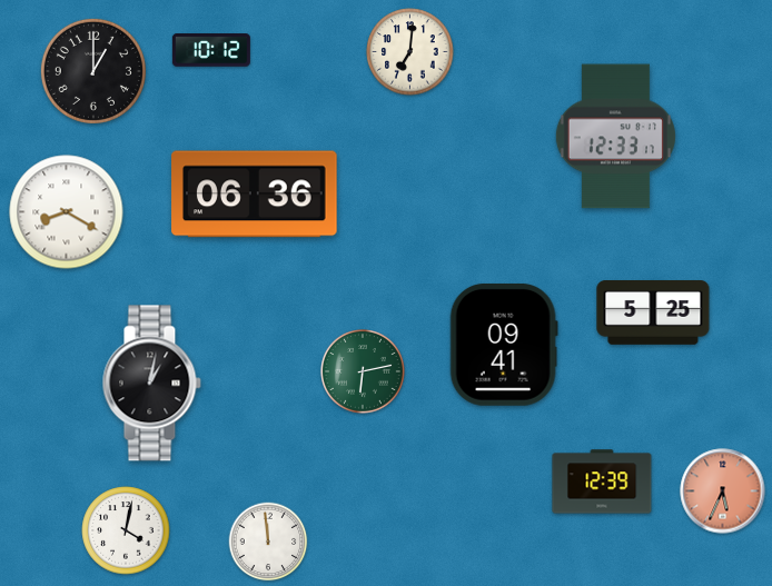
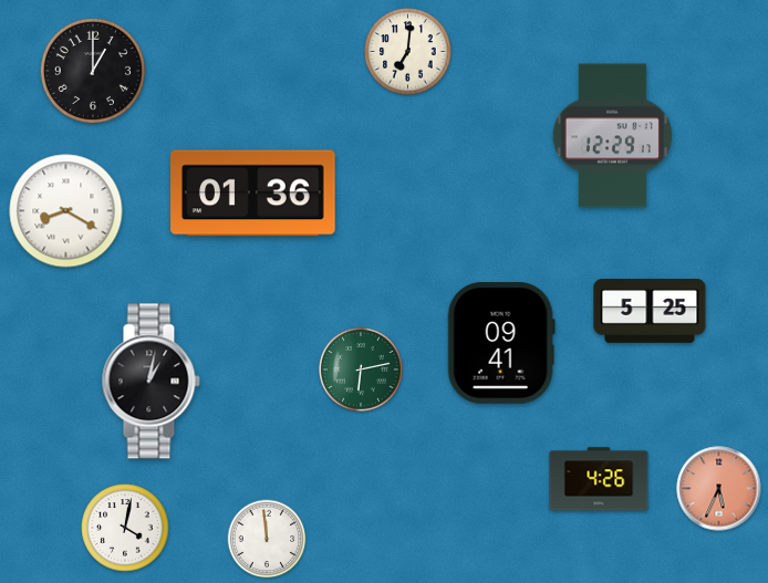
clock at (211, 50): 10:12 -> none
clock at (615, 137): 12:33 -> 12:29
clock at (255, 195): 06:36 -> 01:36
clock at (602, 481): 12:39 -> 4:26
